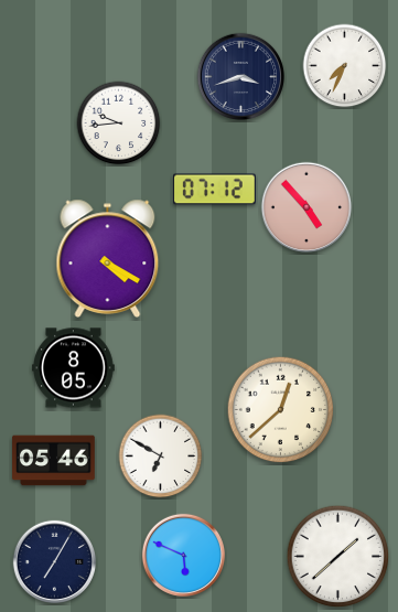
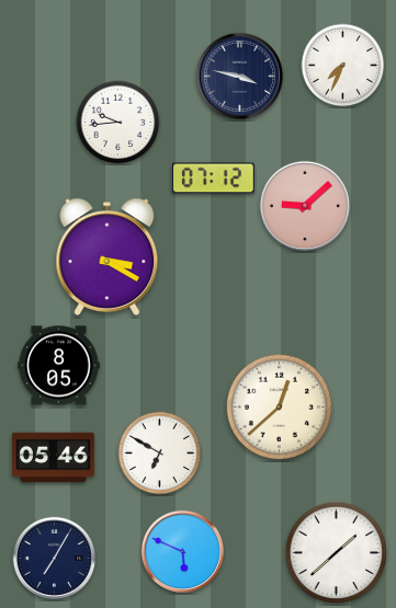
clock at (240, 76): 3:42 -> 3:47
clock at (215, 190) position: (215, 190) -> (214, 179)
clock at (306, 207): 4:53 -> 9:08
clock at (108, 258): 4:20 -> 3:20
clock at (74, 368) position: (74, 368) -> (59, 366)
